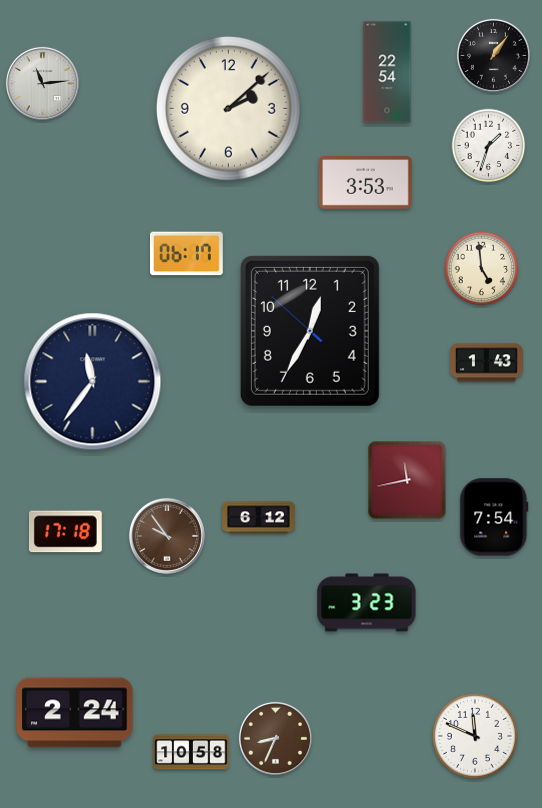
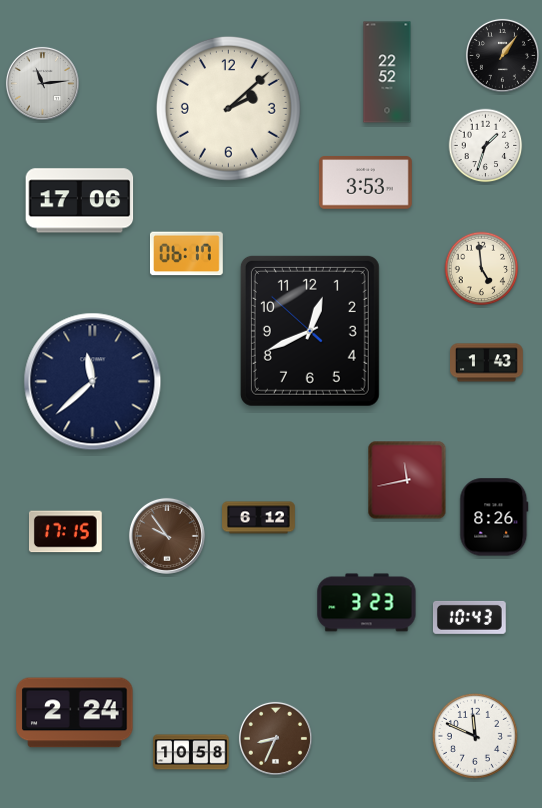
clock at (493, 55) position: (493, 55) -> (502, 55)
clock at (387, 72): 22:54 -> 22:52
clock at (489, 146) position: (489, 146) -> (486, 146)
clock at (80, 201): none -> 17:06
clock at (310, 331): 12:34 -> 12:40
clock at (93, 382): 11:36 -> 11:38
clock at (494, 517): 7:54 -> 8:26
clock at (65, 532): 17:18 -> 17:15
clock at (469, 617): none -> 10:43
